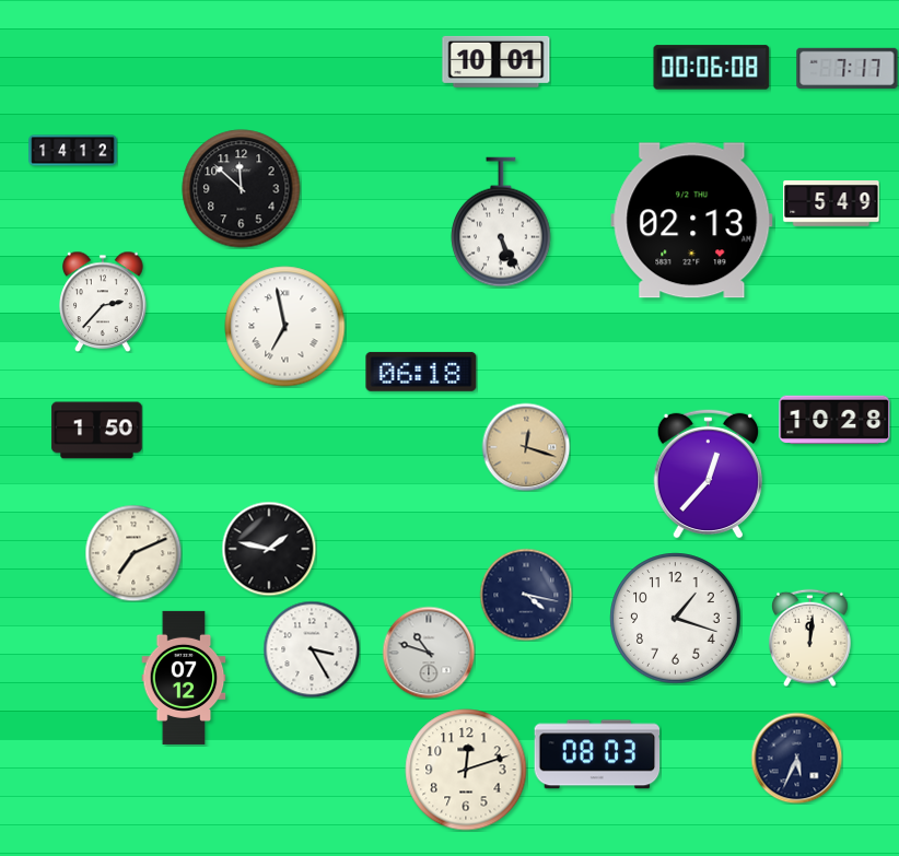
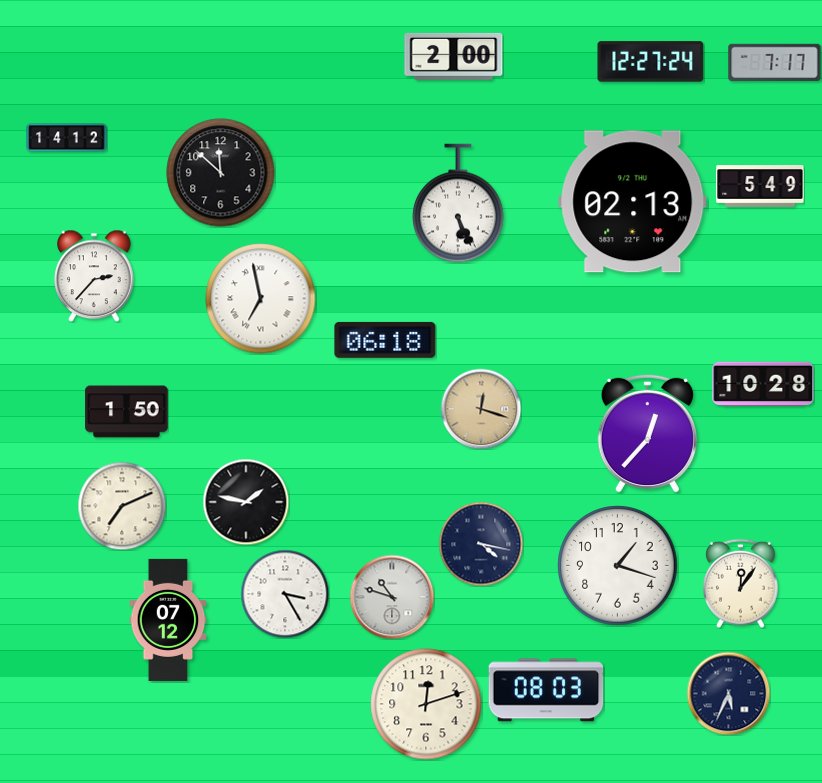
clock at (497, 61): 10:01 -> 2:00
clock at (712, 68): 00:06 -> 12:27
clock at (97, 431) position: (97, 431) -> (127, 412)
clock at (810, 637): 12:01 -> 12:06
